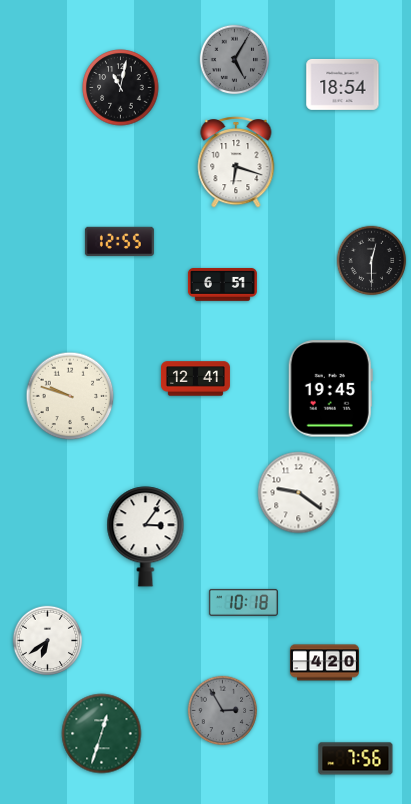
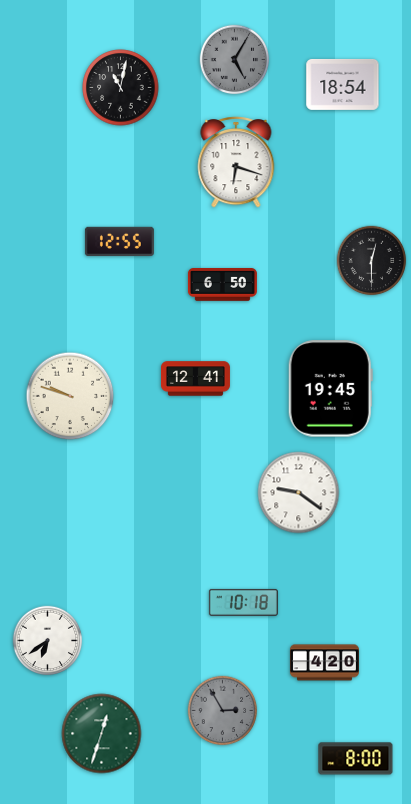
clock at (222, 285): 6:51 -> 6:50
clock at (146, 537): 3:06 -> none
clock at (356, 759): 7:56 -> 8:00
